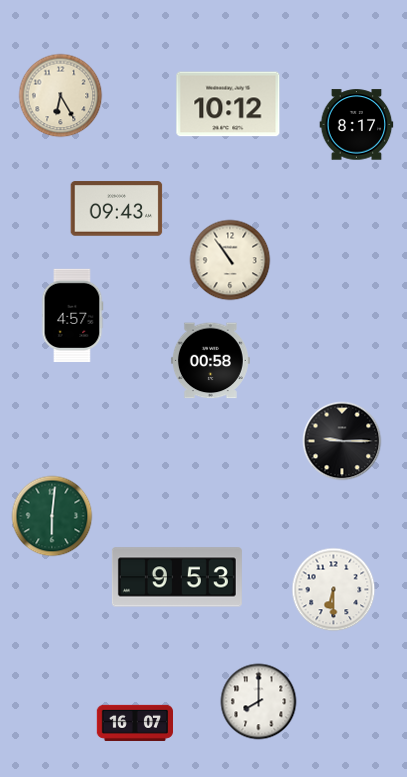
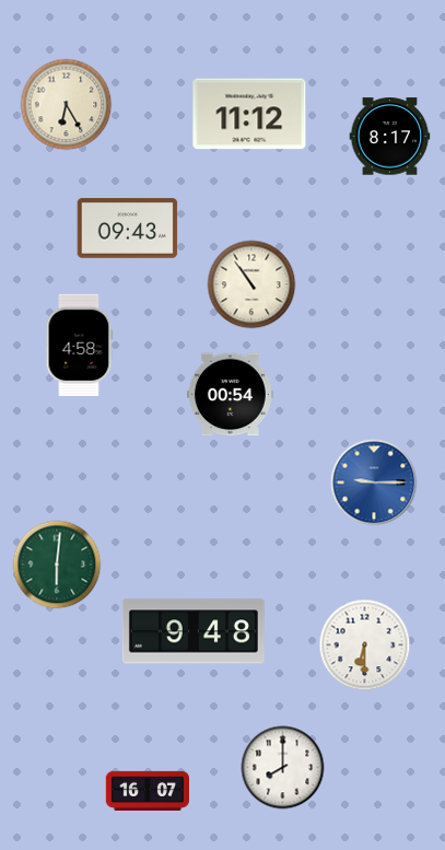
clock at (228, 104): 10:12 -> 11:12
clock at (72, 315): 4:57 -> 4:58
clock at (210, 361): 00:58 -> 00:54
clock at (342, 441) dial: black -> blue
clock at (177, 577): 9:53 -> 9:48
